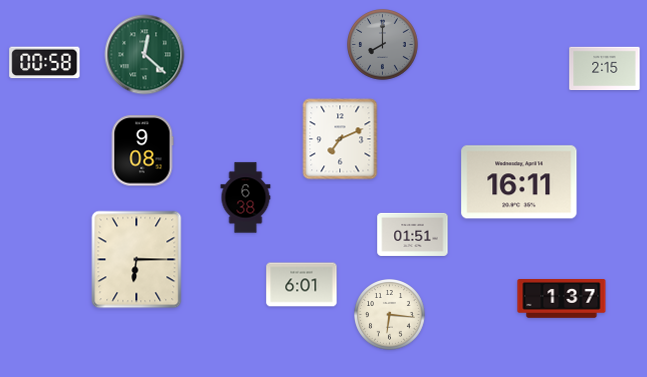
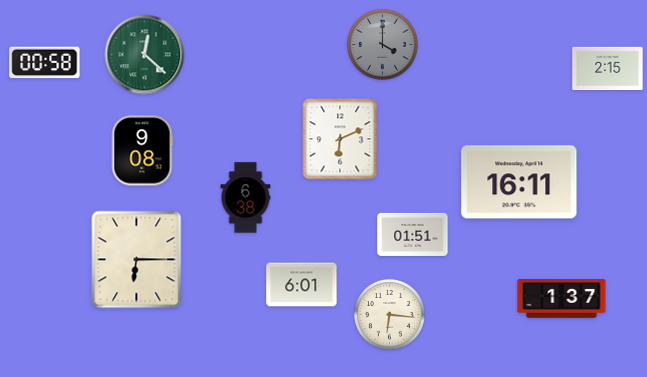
clock at (383, 45): 8:00 -> 4:00
clock at (605, 69) position: (605, 69) -> (608, 69)
clock at (340, 139): 7:11 -> 6:11
